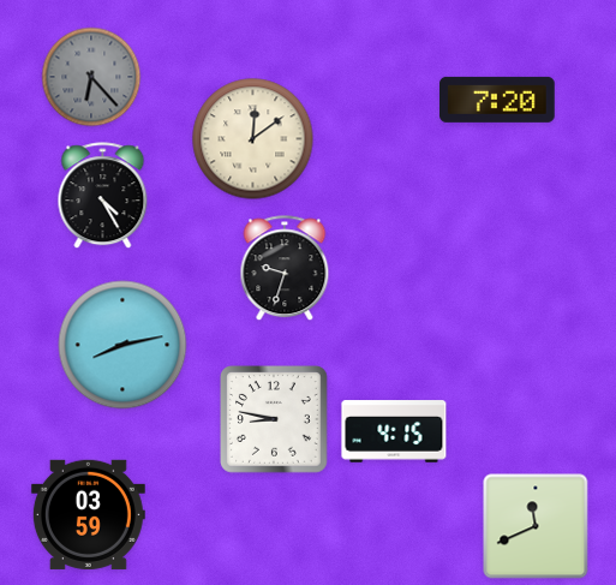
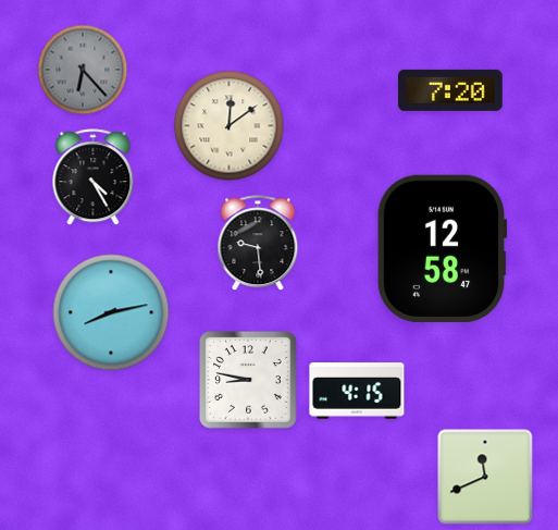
clock at (285, 269): 9:33 -> 9:29
clock at (442, 248): none -> 12:58
clock at (88, 514): 03:59 -> none
